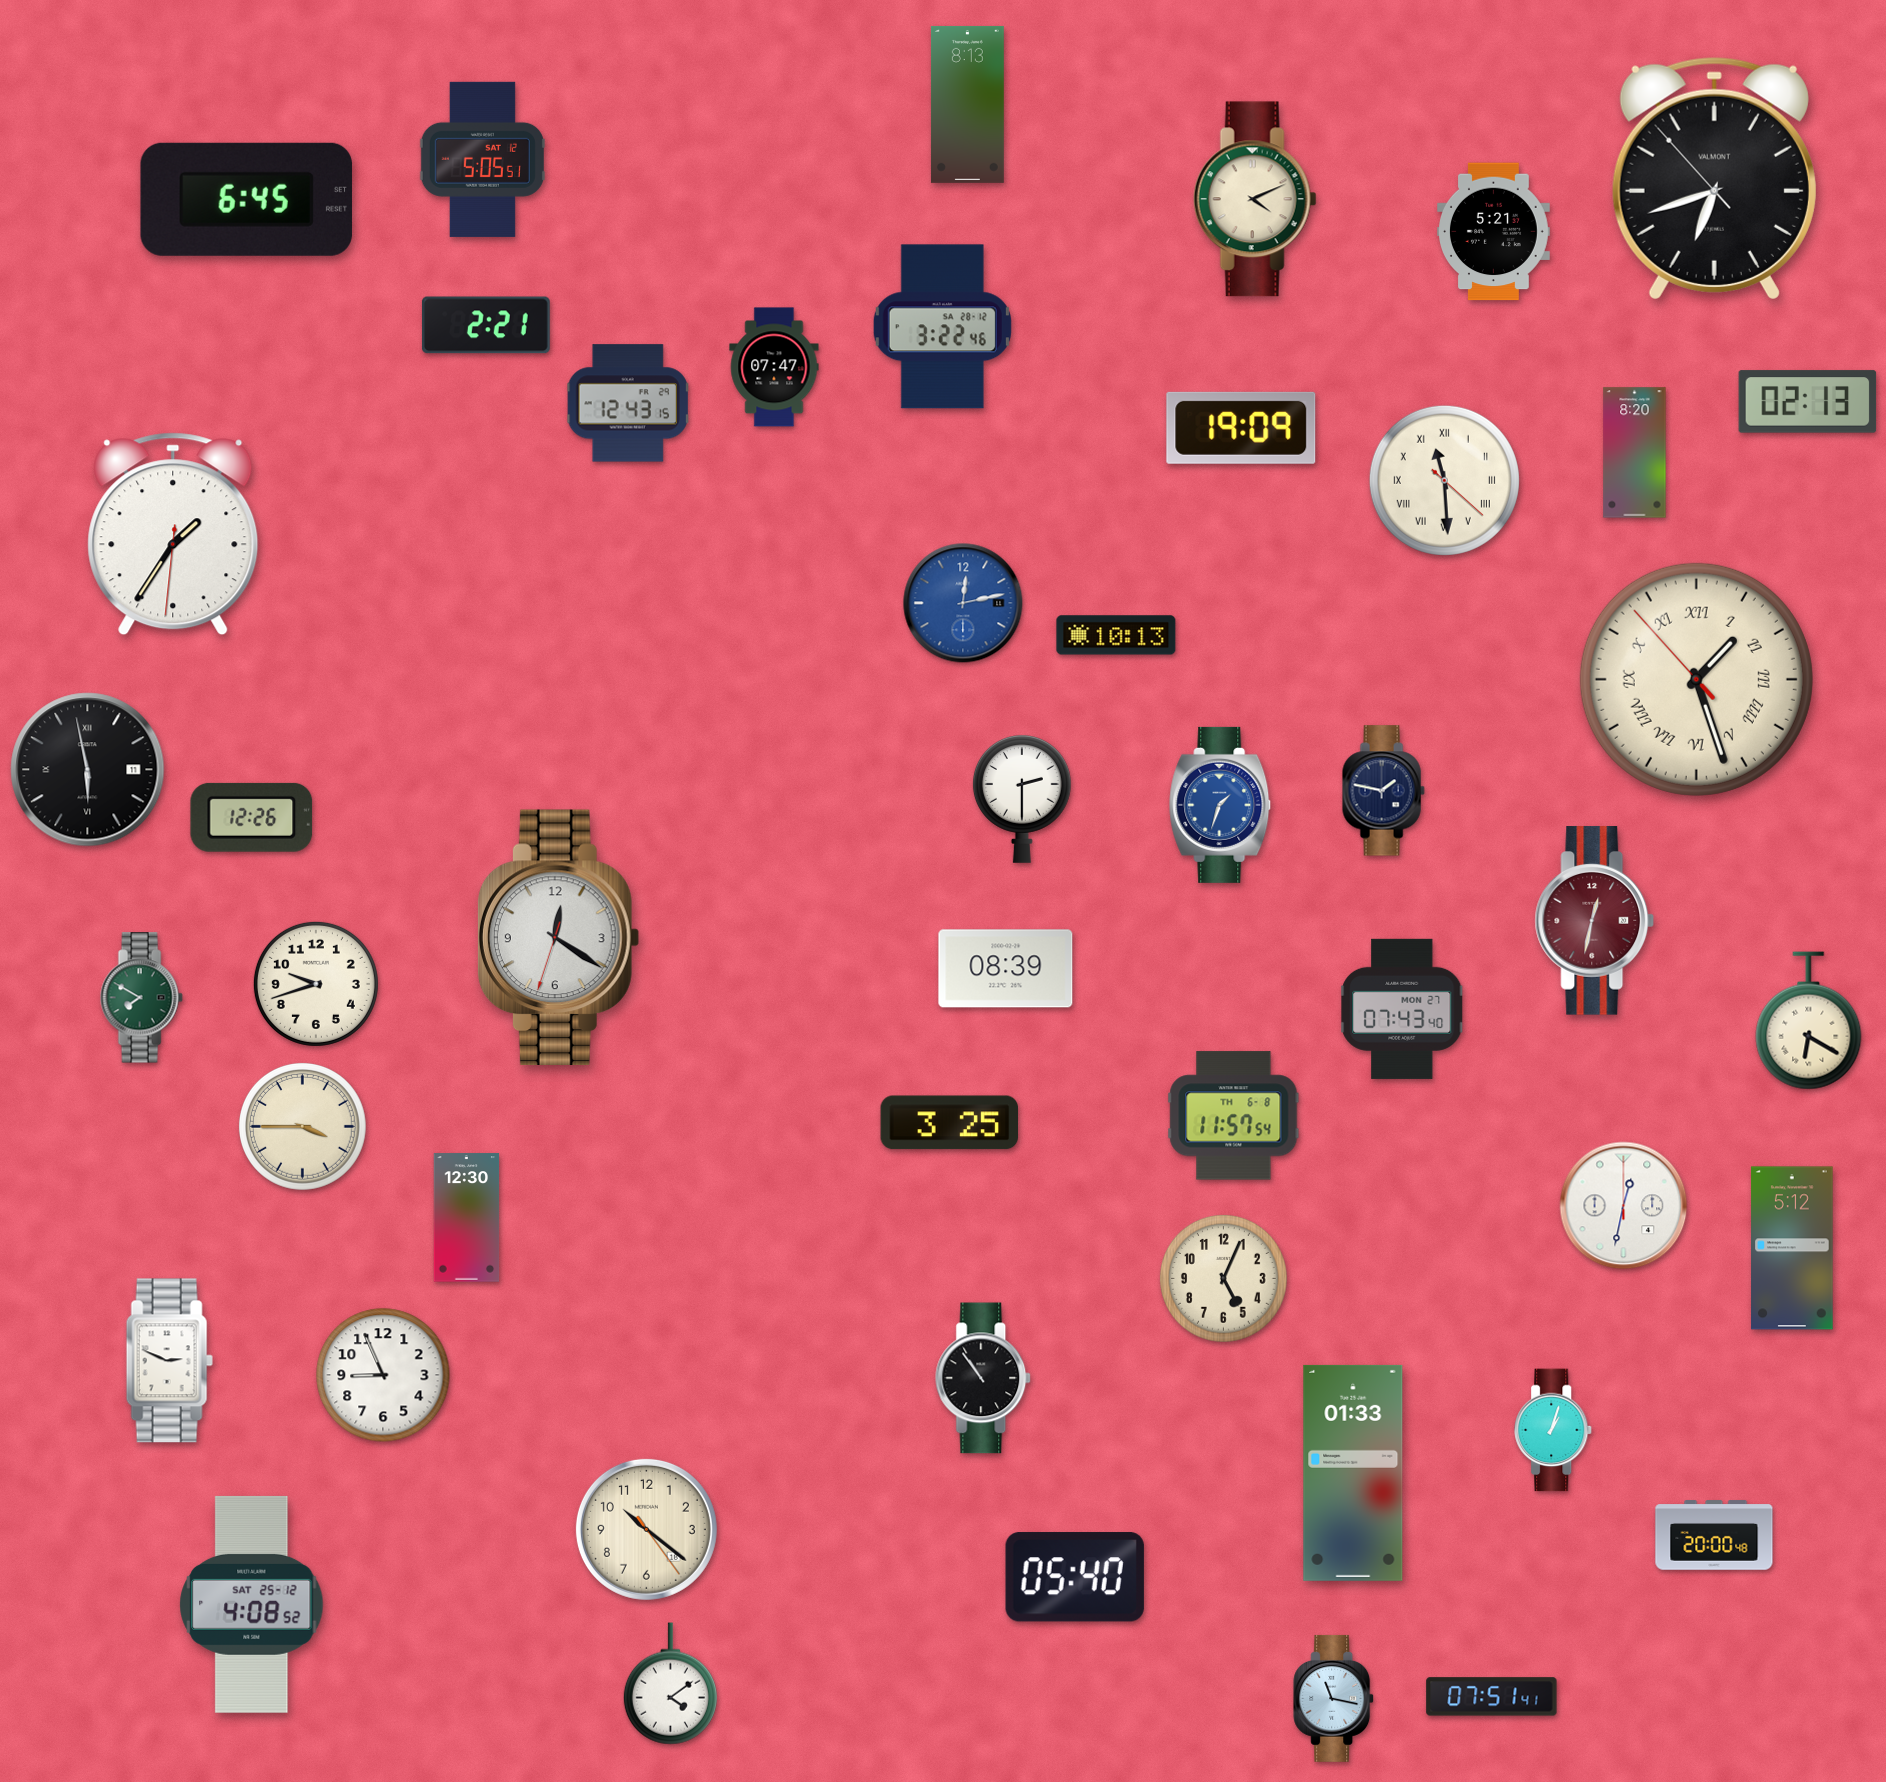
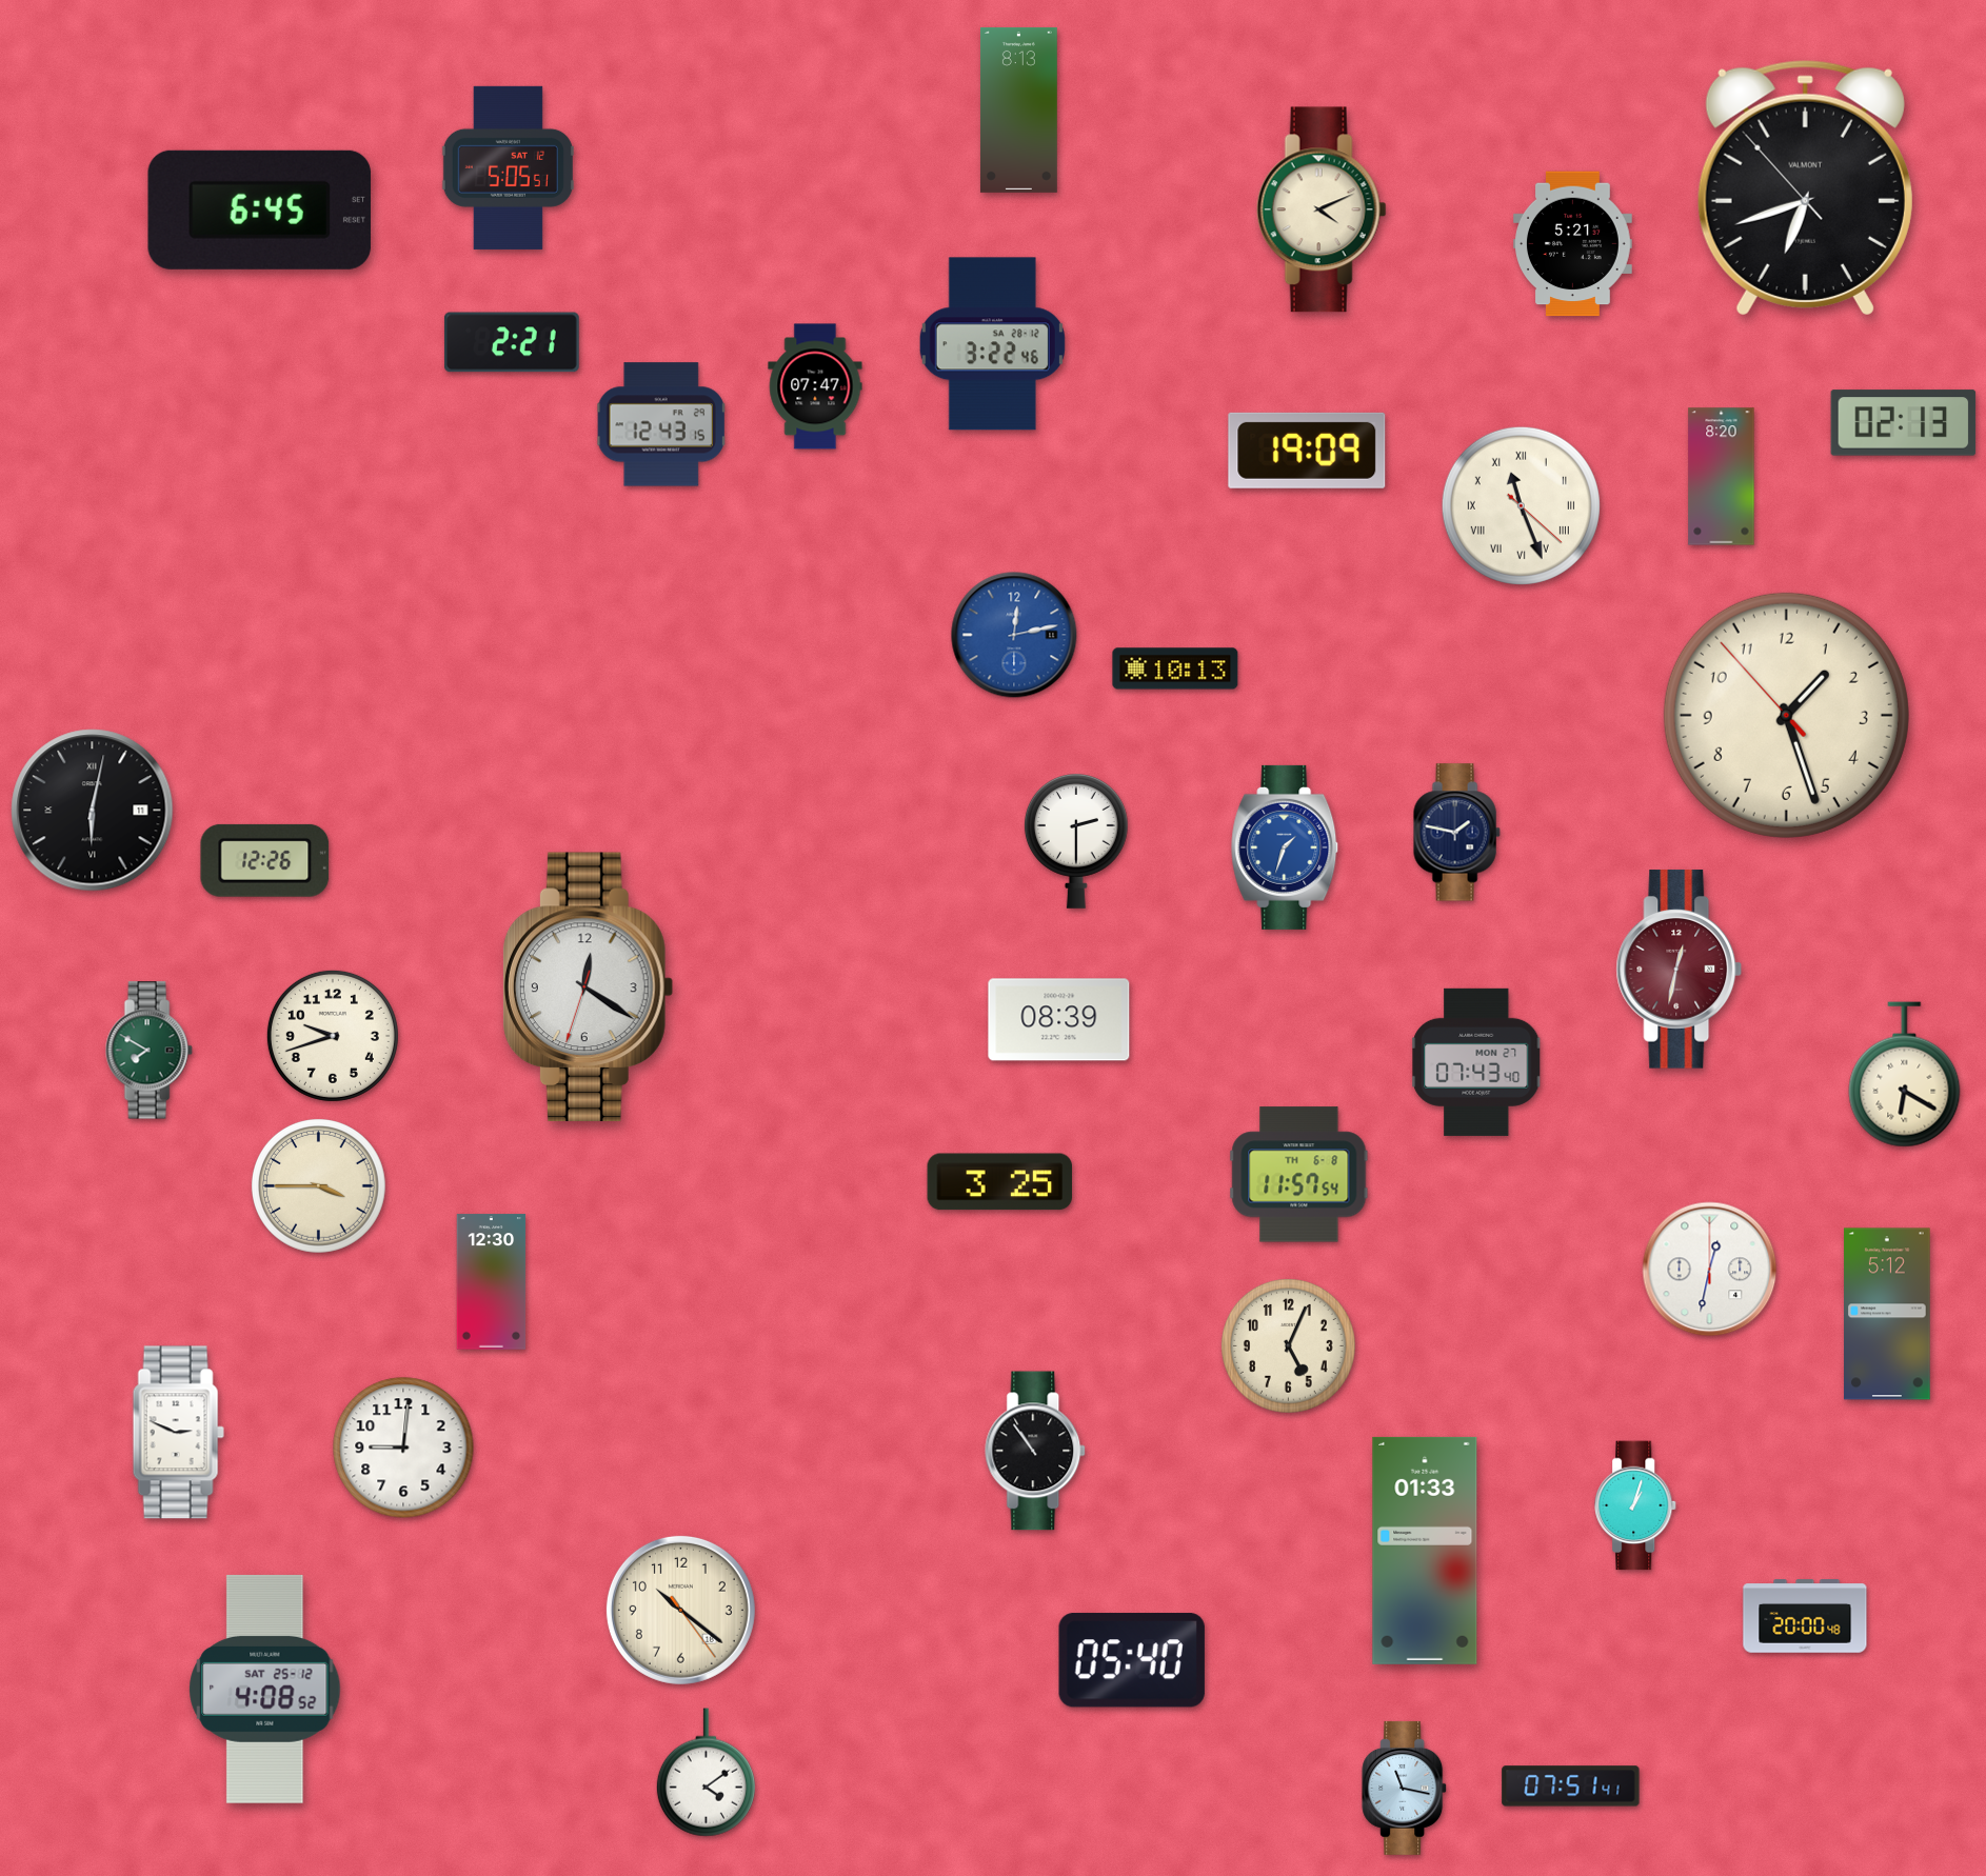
clock at (1444, 480): 11:29 -> 11:26
clock at (173, 534): 1:35 -> none
clock at (1696, 679) numerals: Roman -> Arabic
clock at (88, 770): 5:58 -> 6:02
clock at (383, 1375): 8:56 -> 9:01
